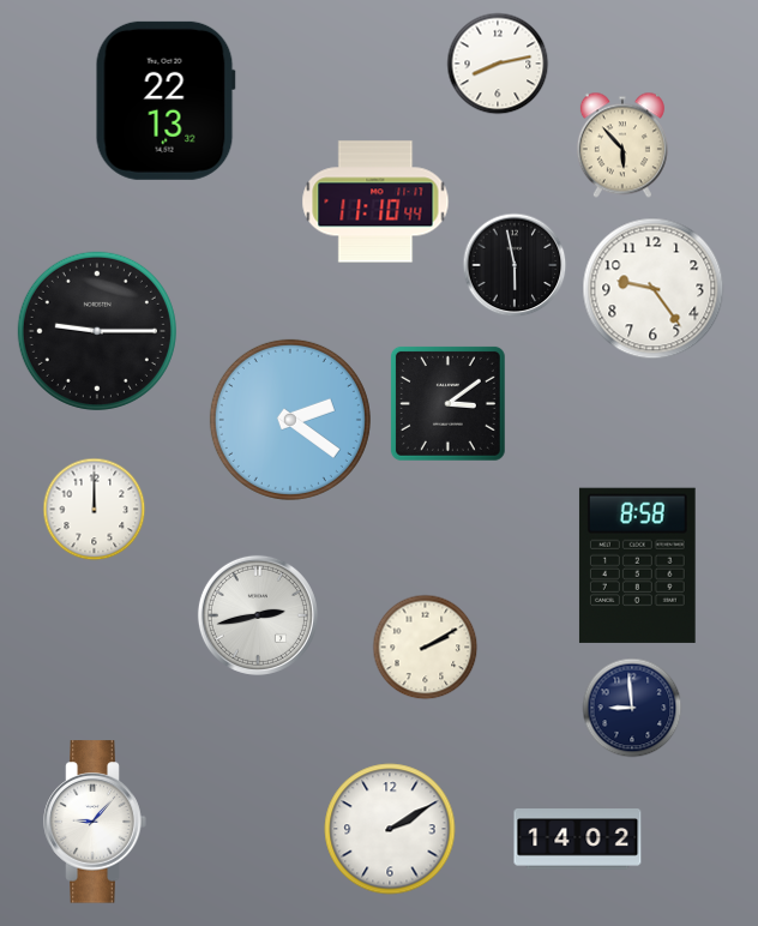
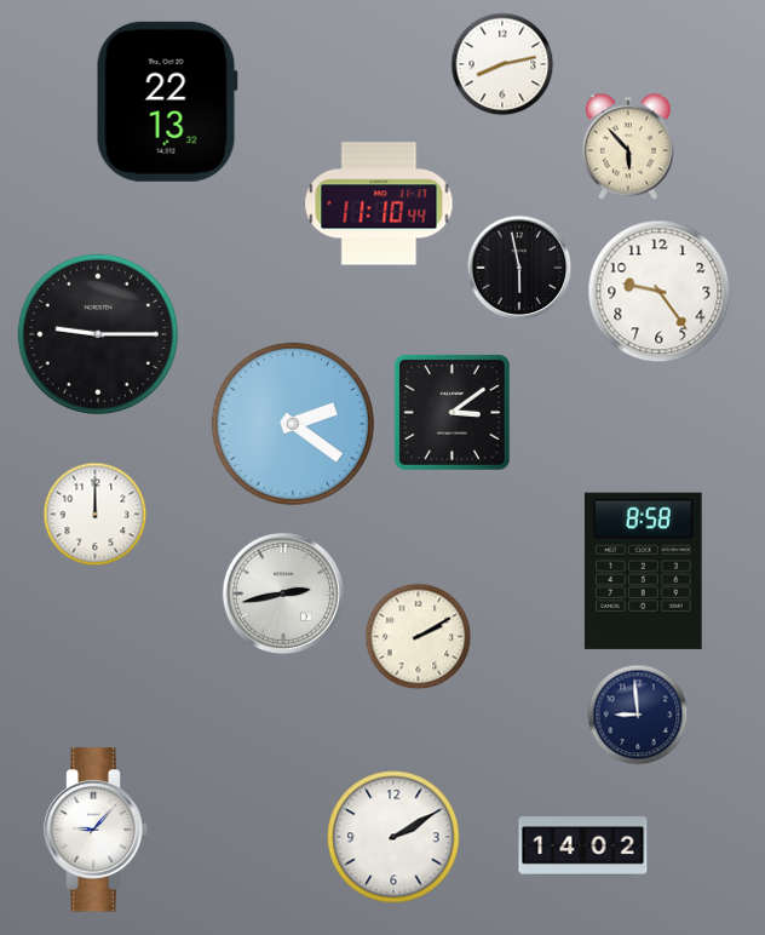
clock at (447, 403) position: (447, 403) -> (451, 412)
clock at (258, 615) position: (258, 615) -> (283, 593)
clock at (426, 648) position: (426, 648) -> (419, 637)
